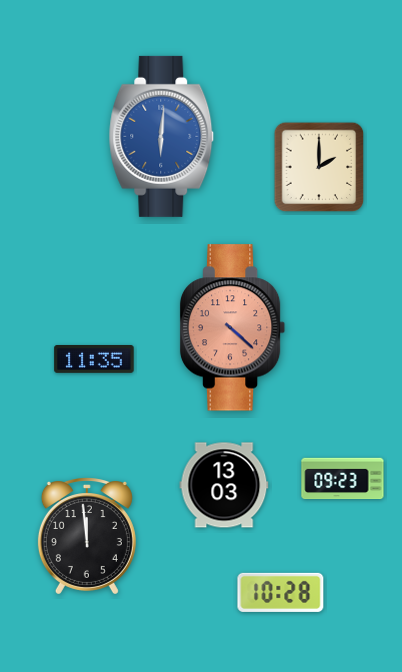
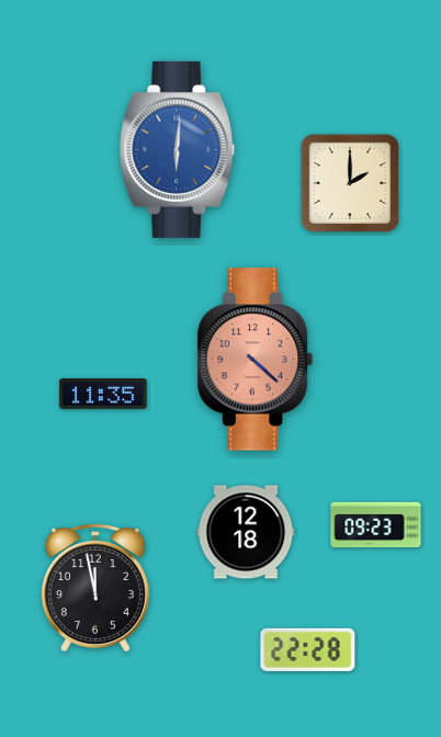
clock at (224, 485): 13:03 -> 12:18
clock at (87, 536): 11:59 -> 11:58
clock at (281, 592): 10:28 -> 22:28
